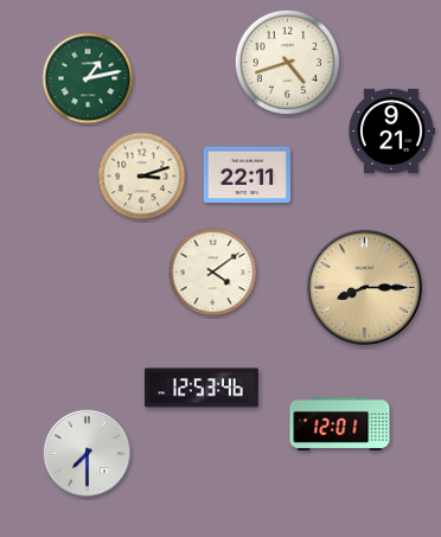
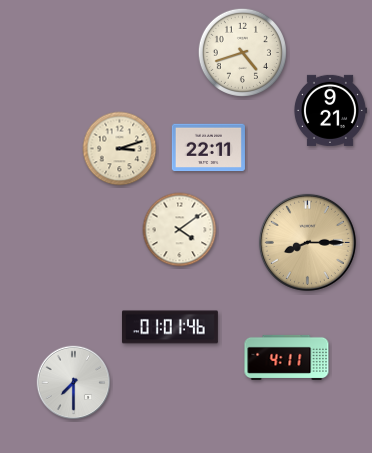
clock at (88, 78): 1:13 -> none
clock at (202, 388): 12:53 -> 01:01
clock at (340, 423): 12:01 -> 4:11
